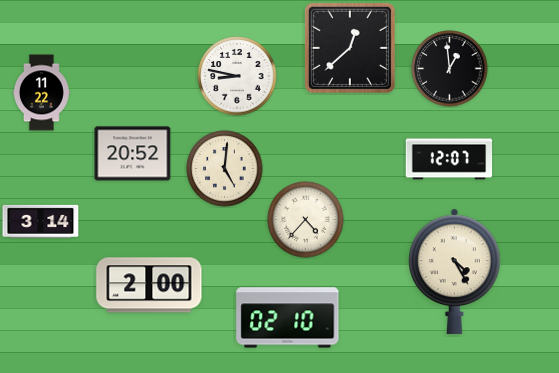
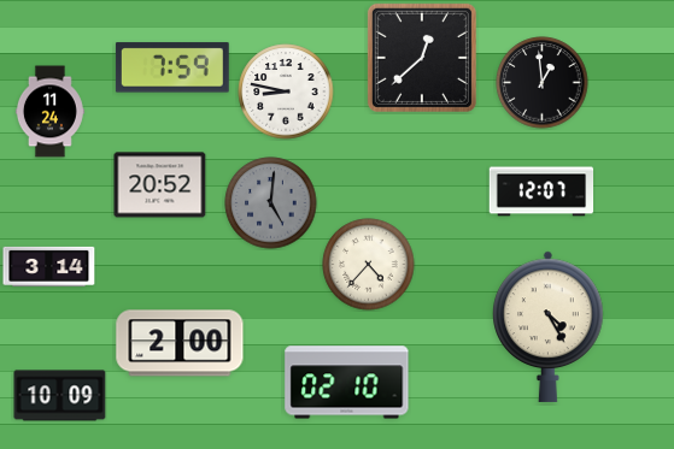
clock at (172, 67): none -> 7:59
clock at (41, 93): 11:22 -> 11:24
clock at (225, 169) dial: cream -> grey
clock at (60, 396): none -> 10:09
